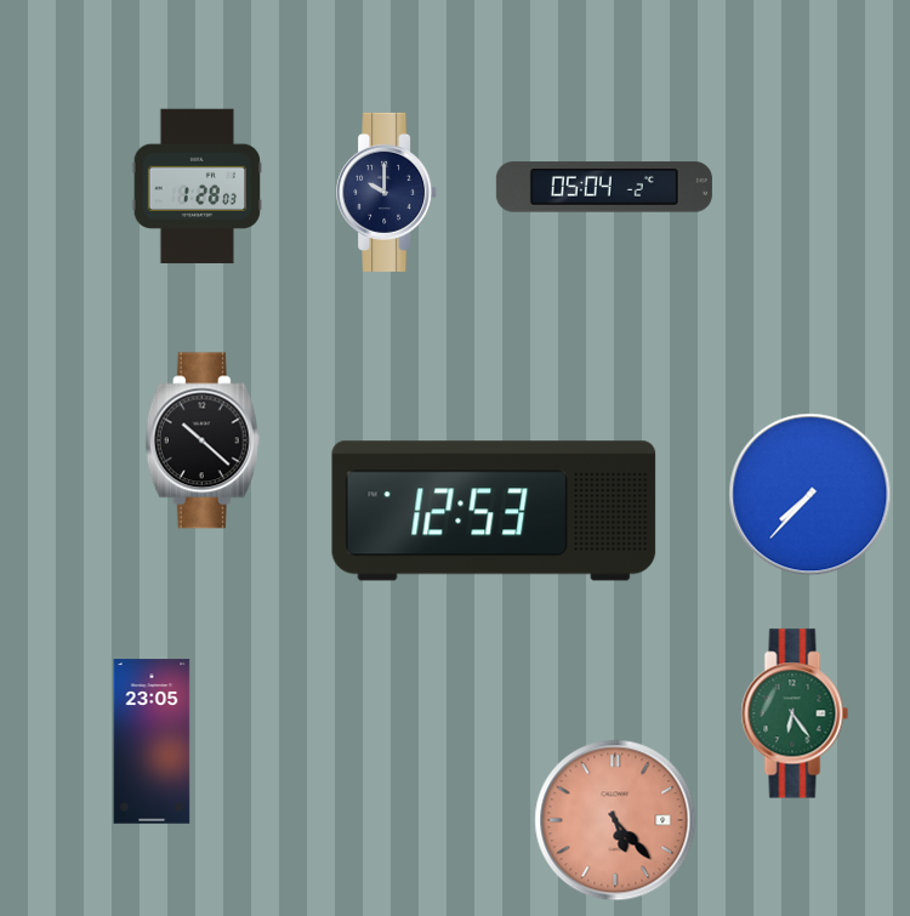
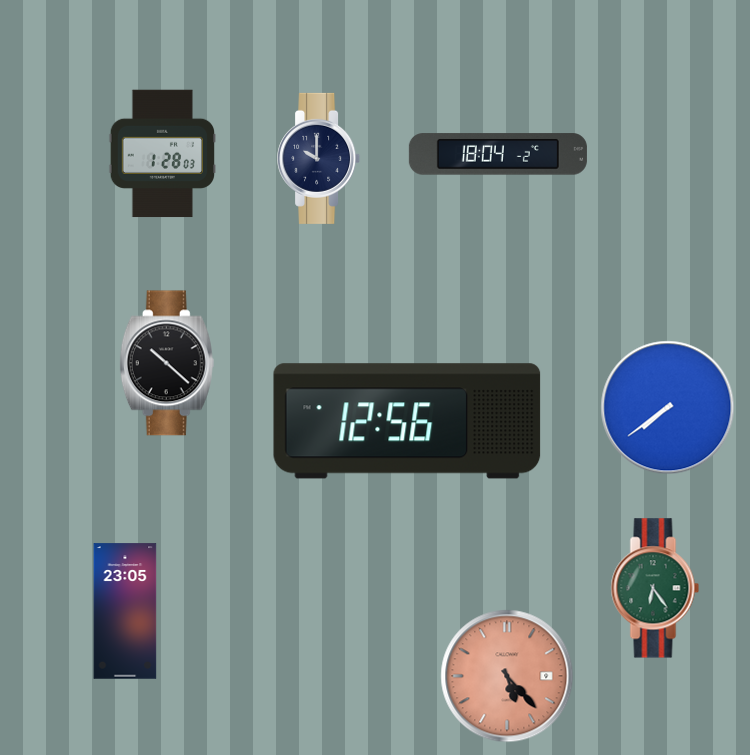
clock at (604, 187): 05:04 -> 18:04
clock at (811, 495): 7:37 -> 7:39
clock at (494, 511): 12:53 -> 12:56
